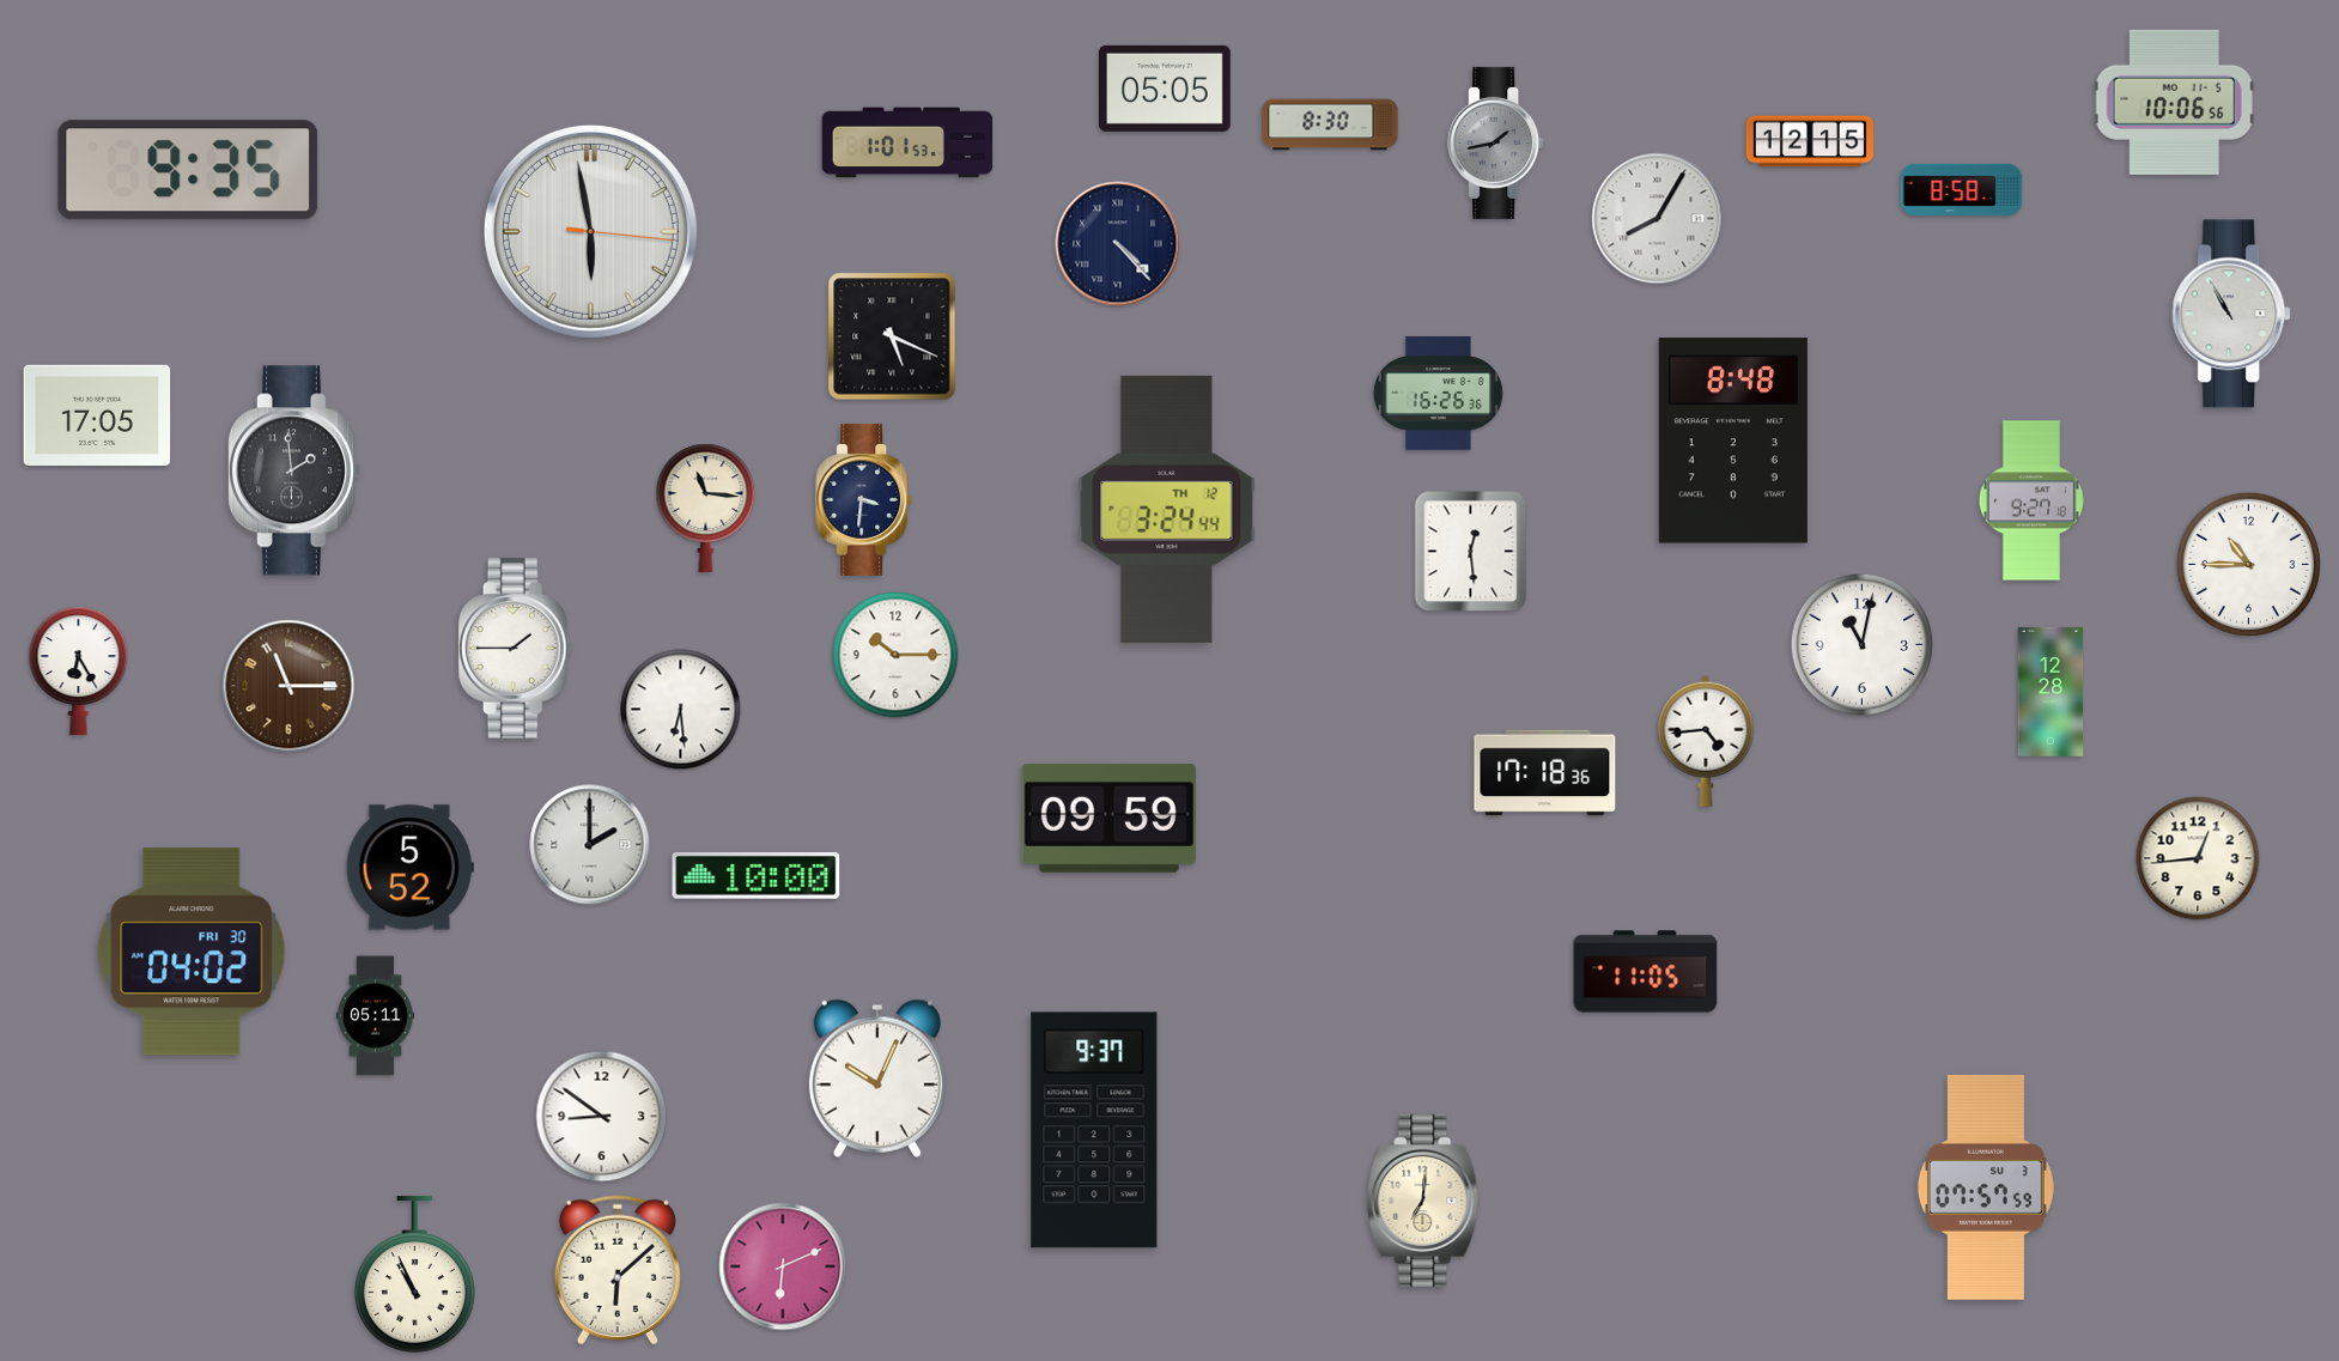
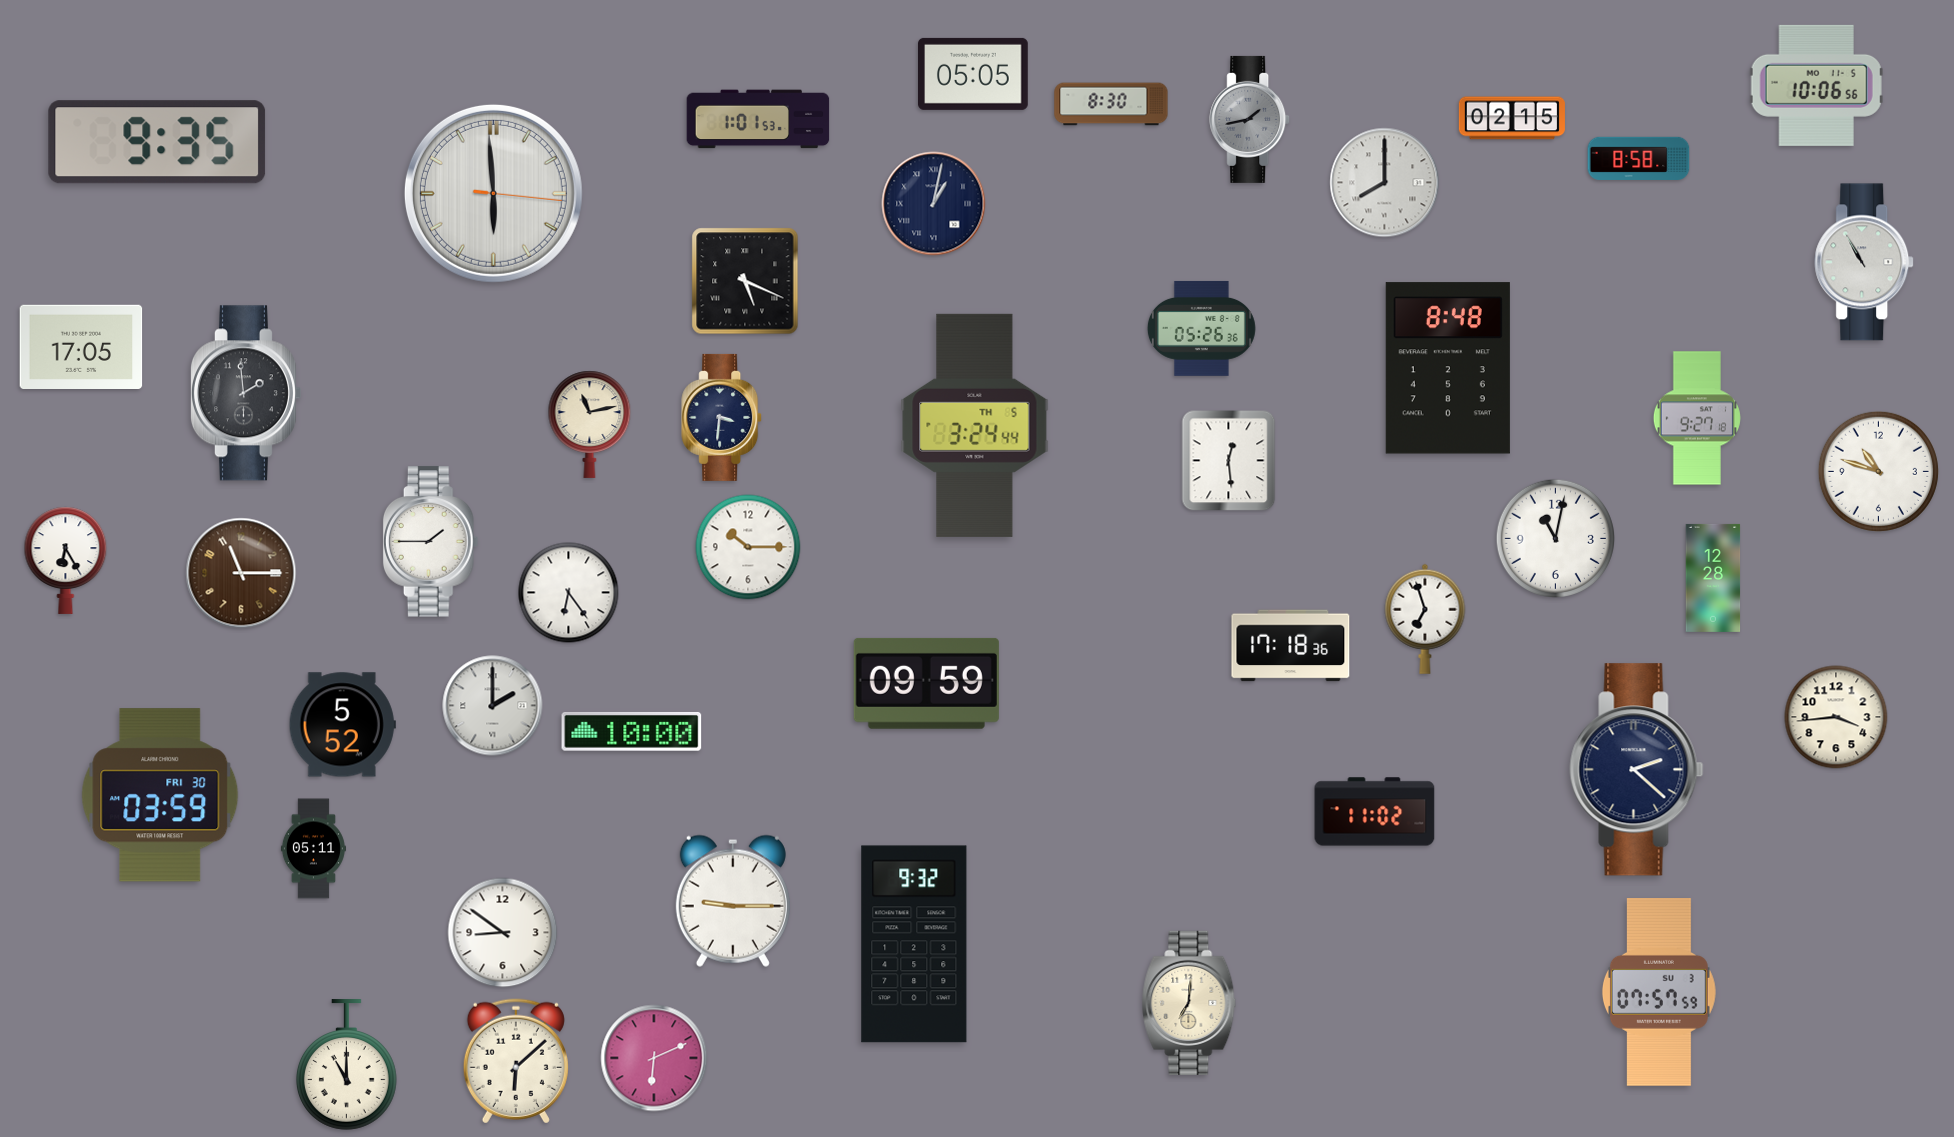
clock at (1810, 141): 12:15 -> 02:15
clock at (1658, 219): 8:05 -> 8:00
clock at (590, 231): 5:58 -> 5:59
clock at (1118, 244): 4:23 -> 1:02
clock at (1438, 393): 16:26 -> 05:26
clock at (706, 508): 11:16 -> 11:13
clock at (1167, 509) date: TH 12 -> TH 5
clock at (2248, 564): 10:45 -> 10:48
clock at (681, 710): 6:29 -> 6:24
clock at (1706, 741): 4:44 -> 6:57
clock at (2198, 858): 12:44 -> 3:44
clock at (1637, 770): none -> 2:22
clock at (192, 952): 04:02 -> 03:59
clock at (1646, 972): 11:05 -> 11:02
clock at (877, 1079): 10:04 -> 9:15
clock at (1094, 1130): 9:37 -> 9:32
clock at (414, 1275): 10:56 -> 11:00
